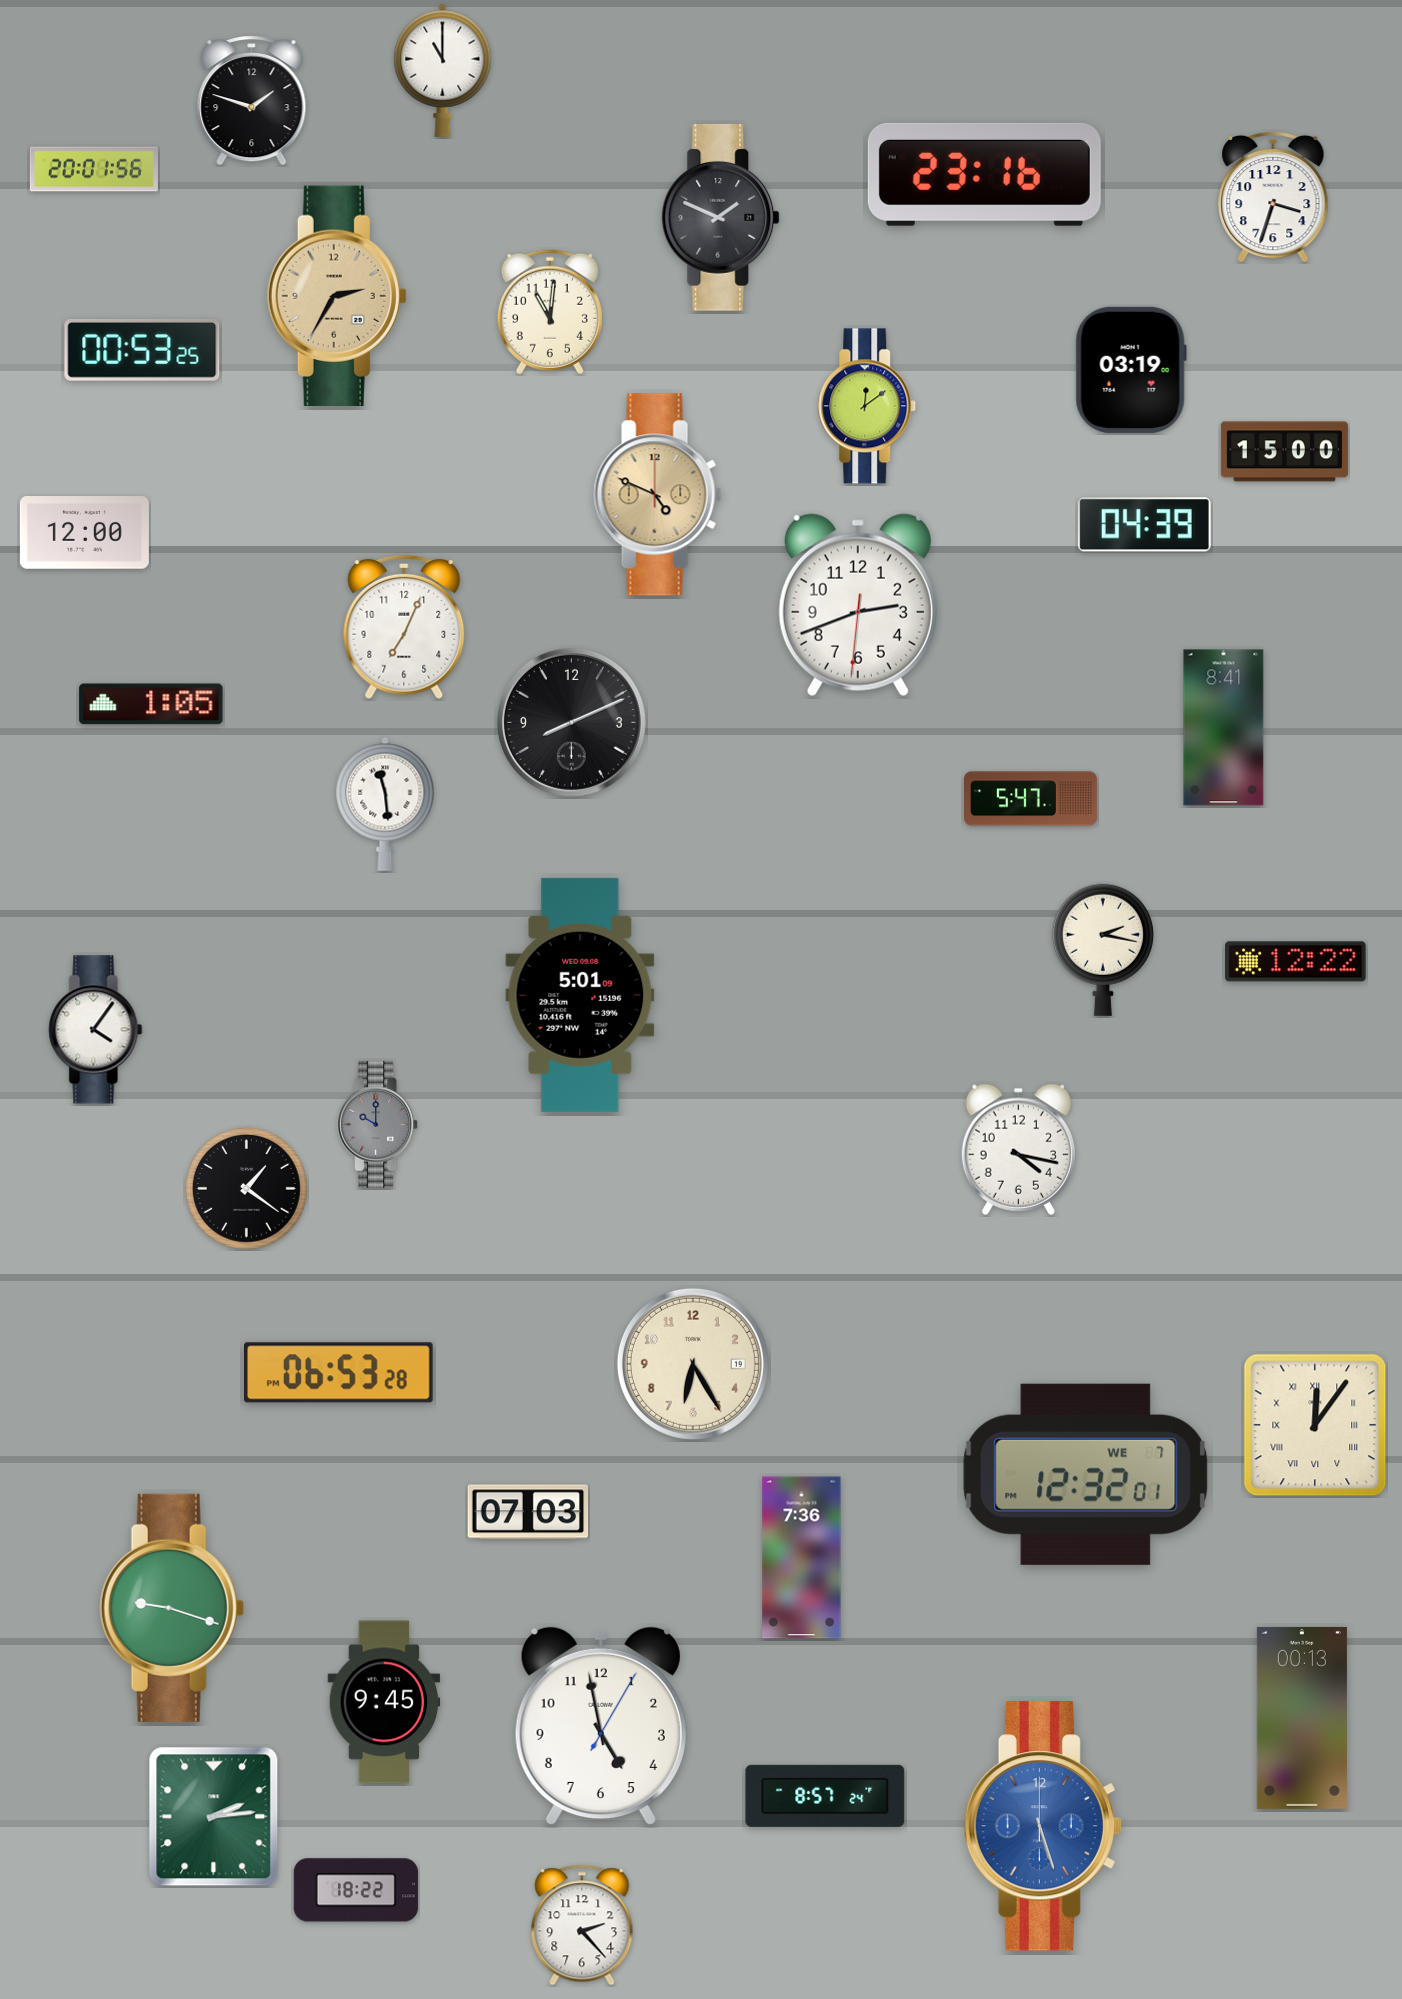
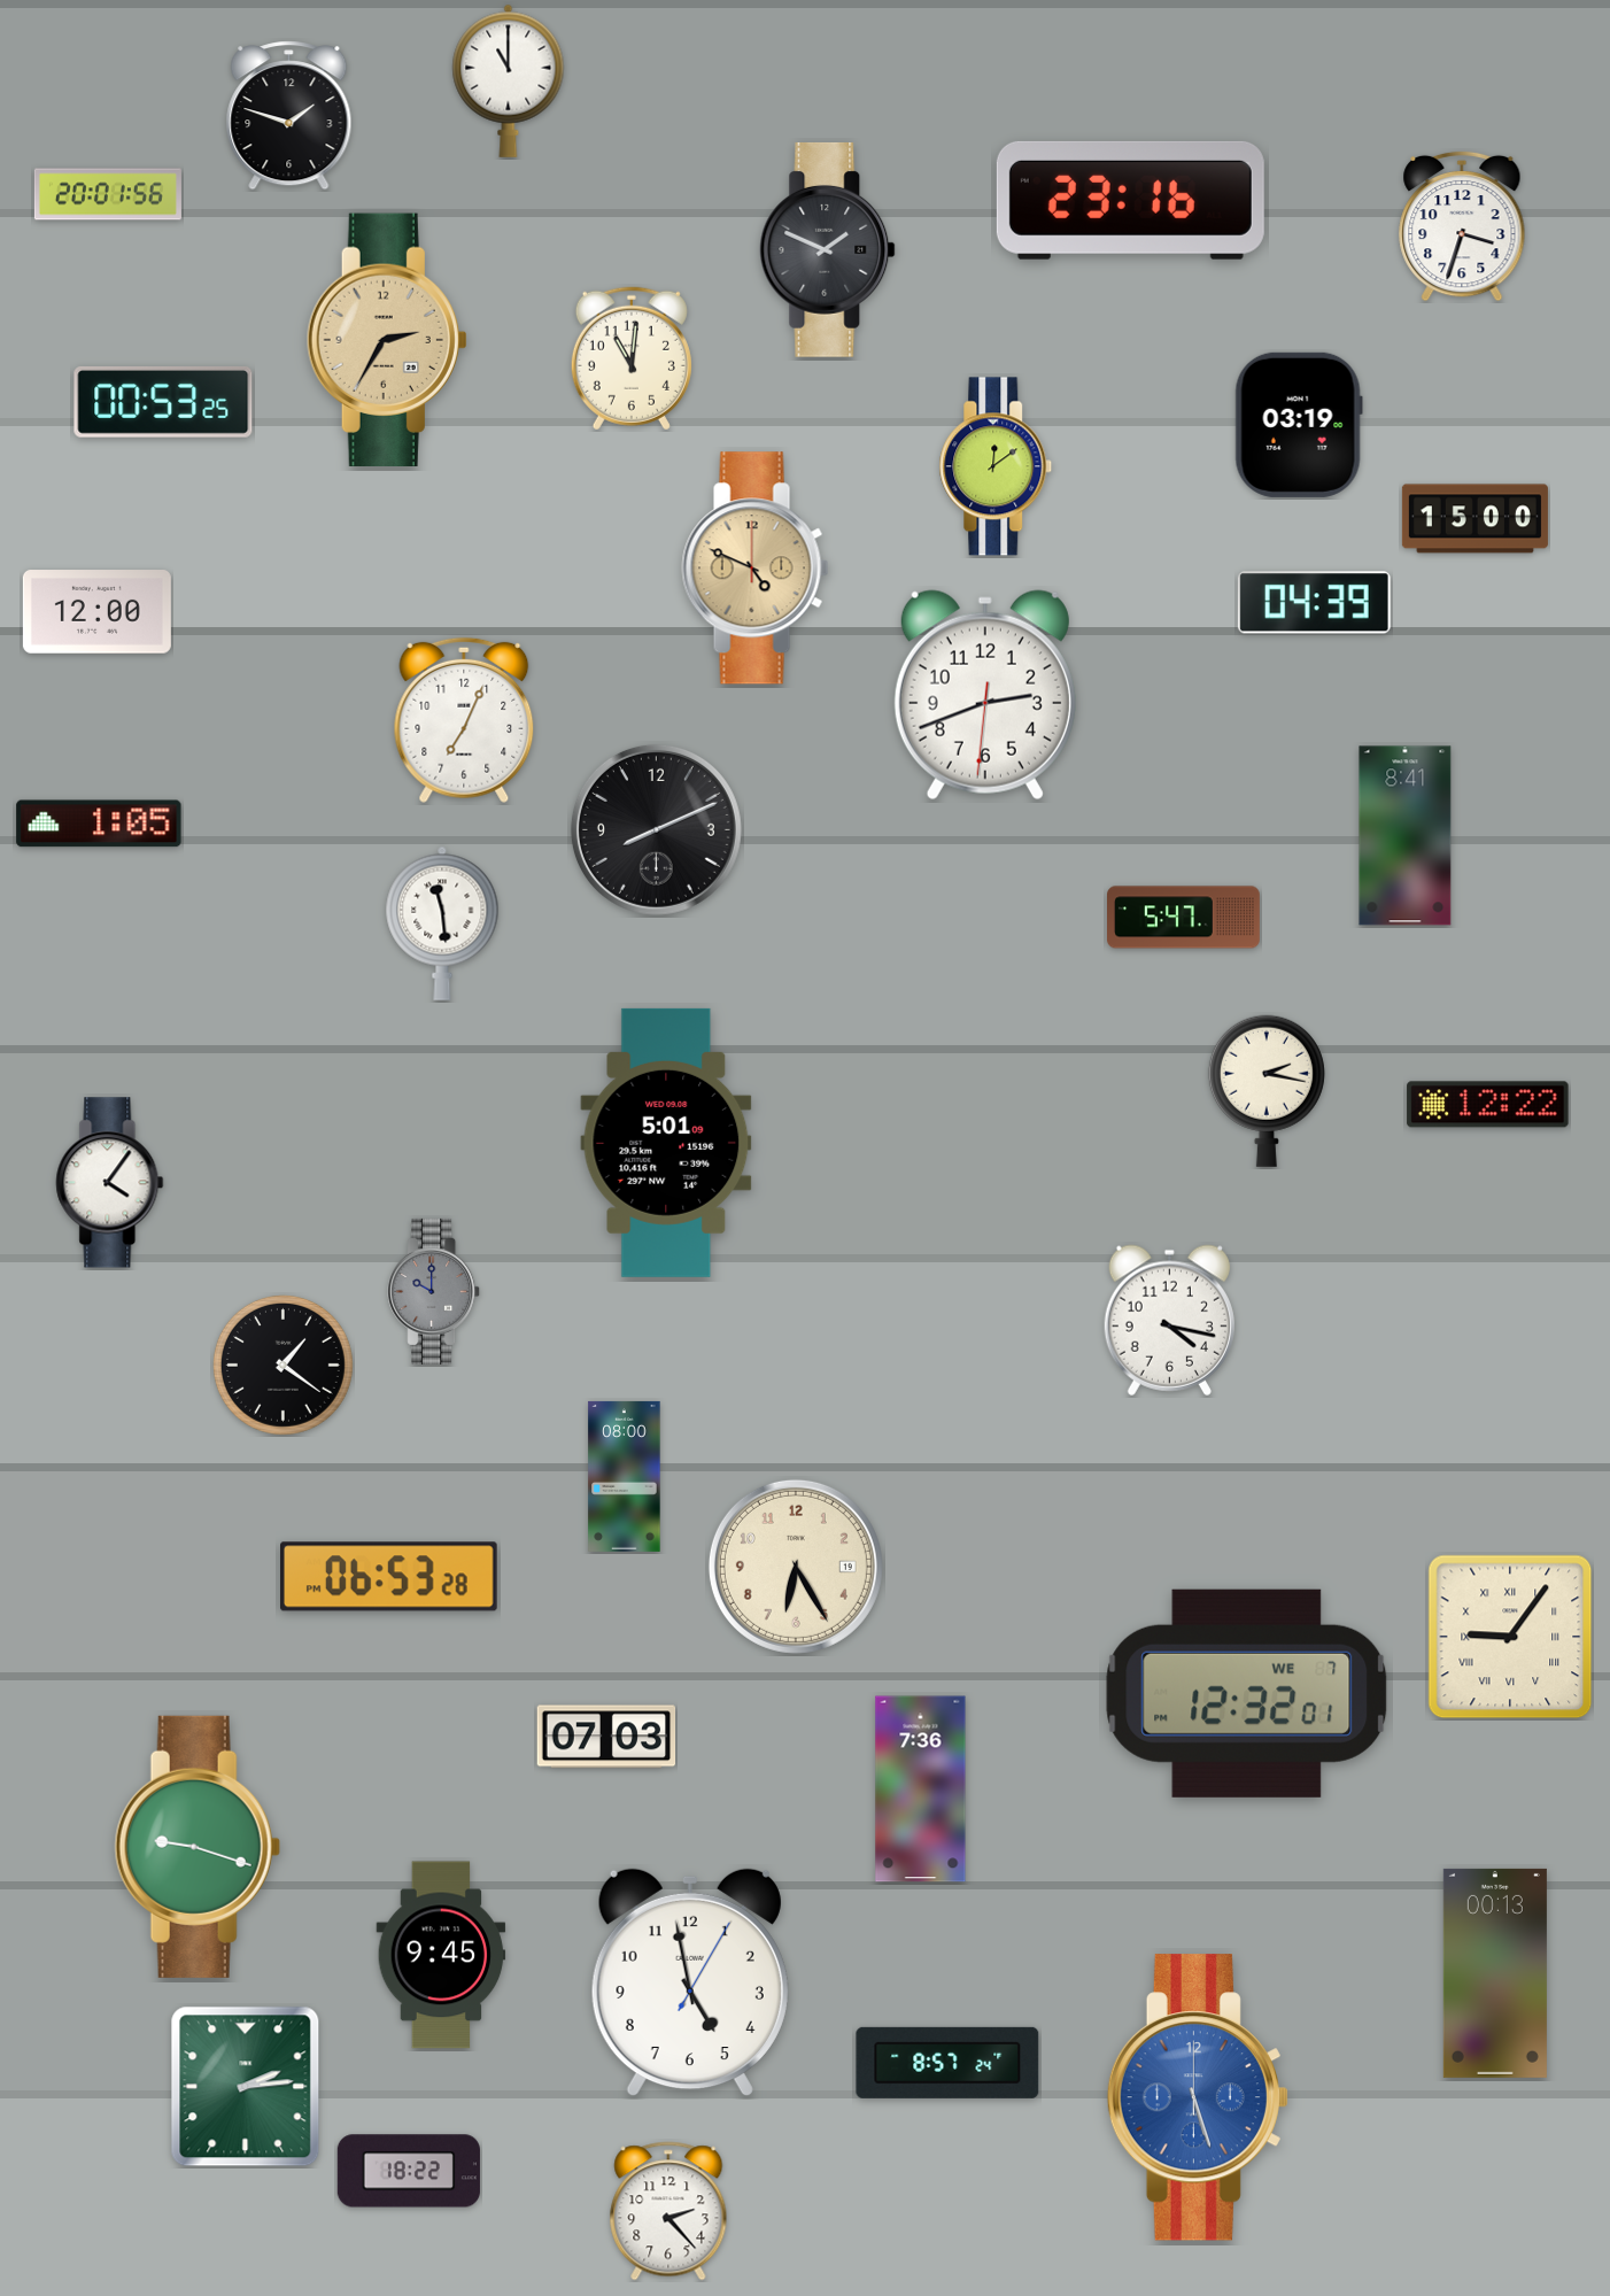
clock at (151, 704) position: (151, 704) -> (99, 824)
clock at (625, 1476): none -> 08:00
clock at (1315, 1425): 12:06 -> 9:06
